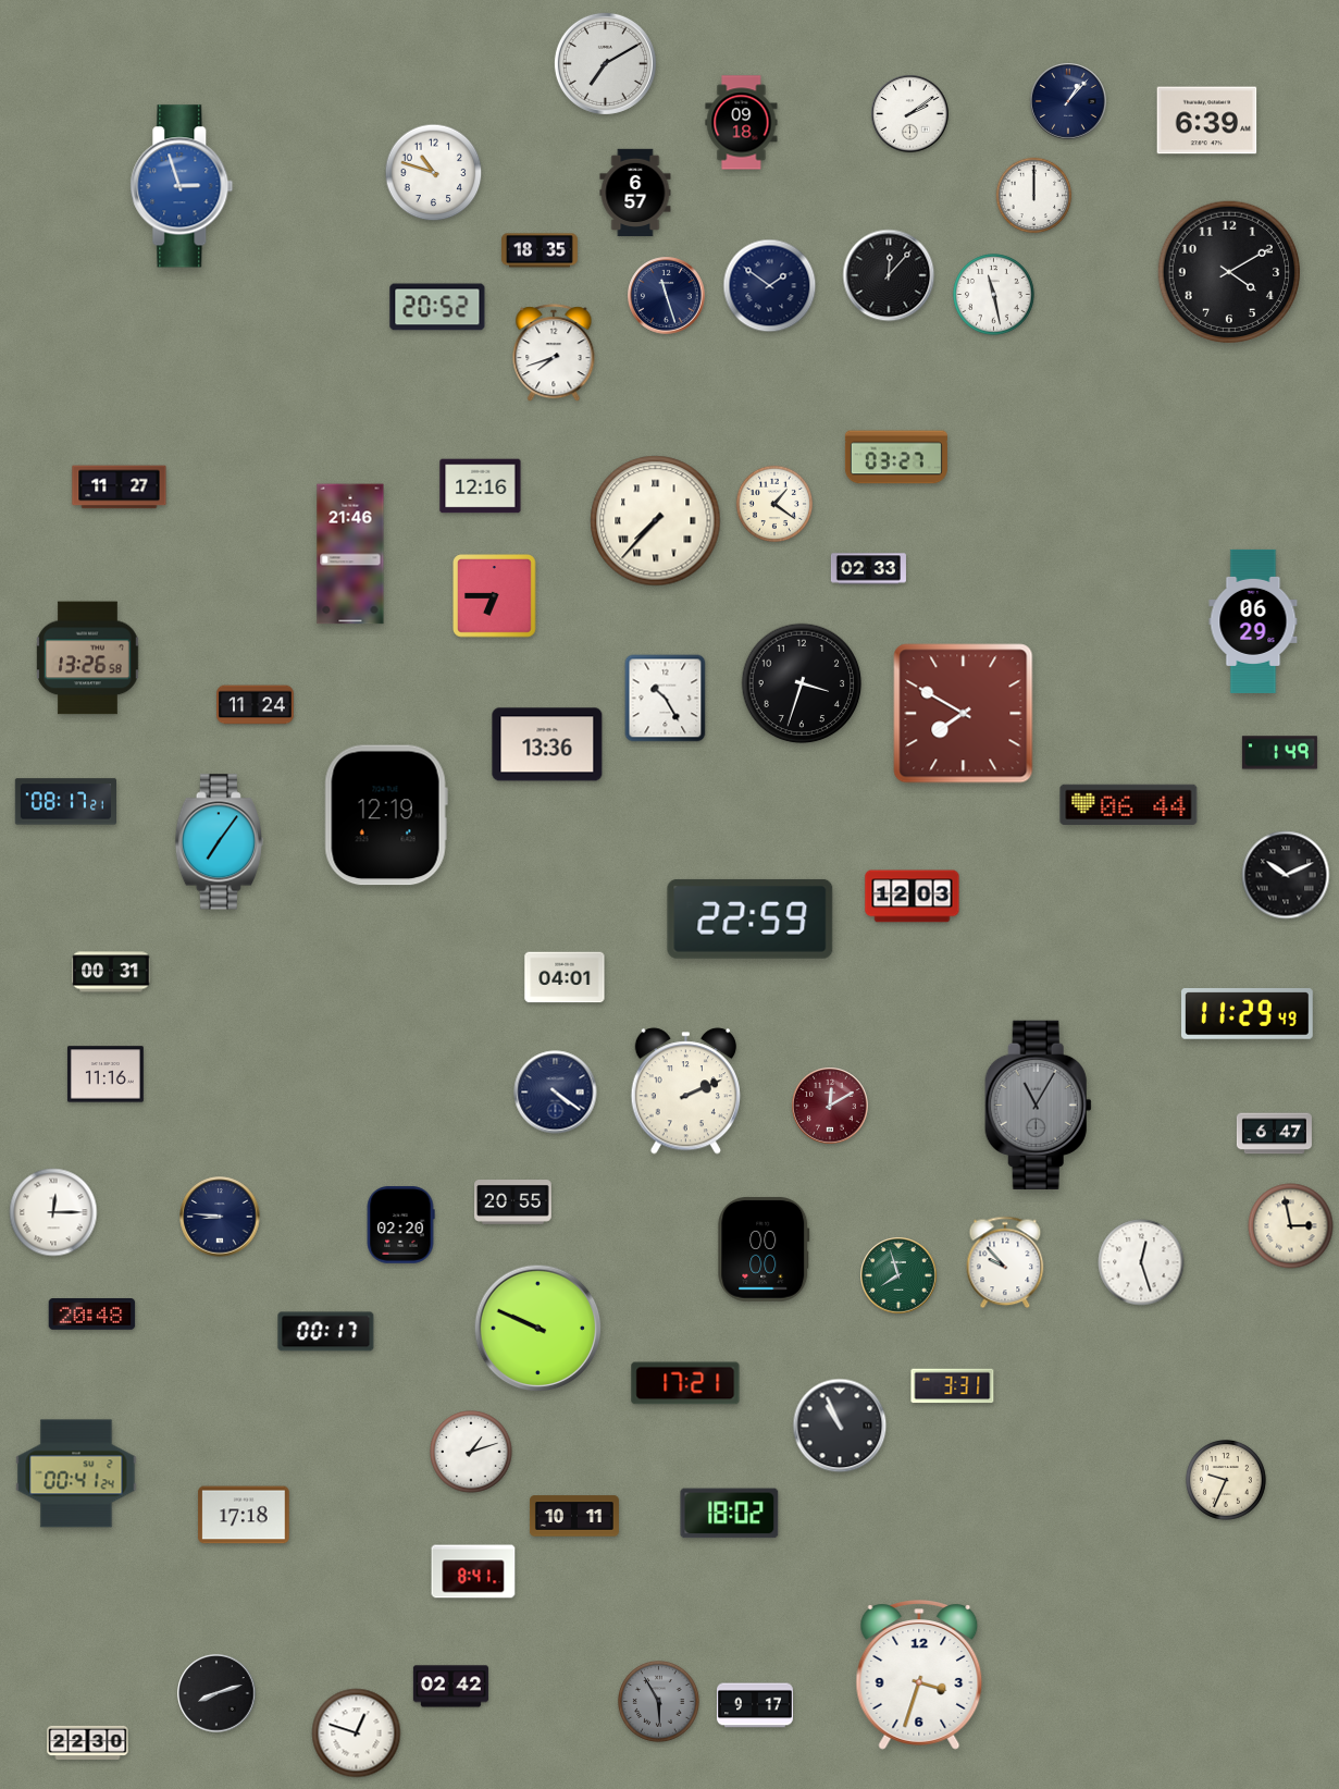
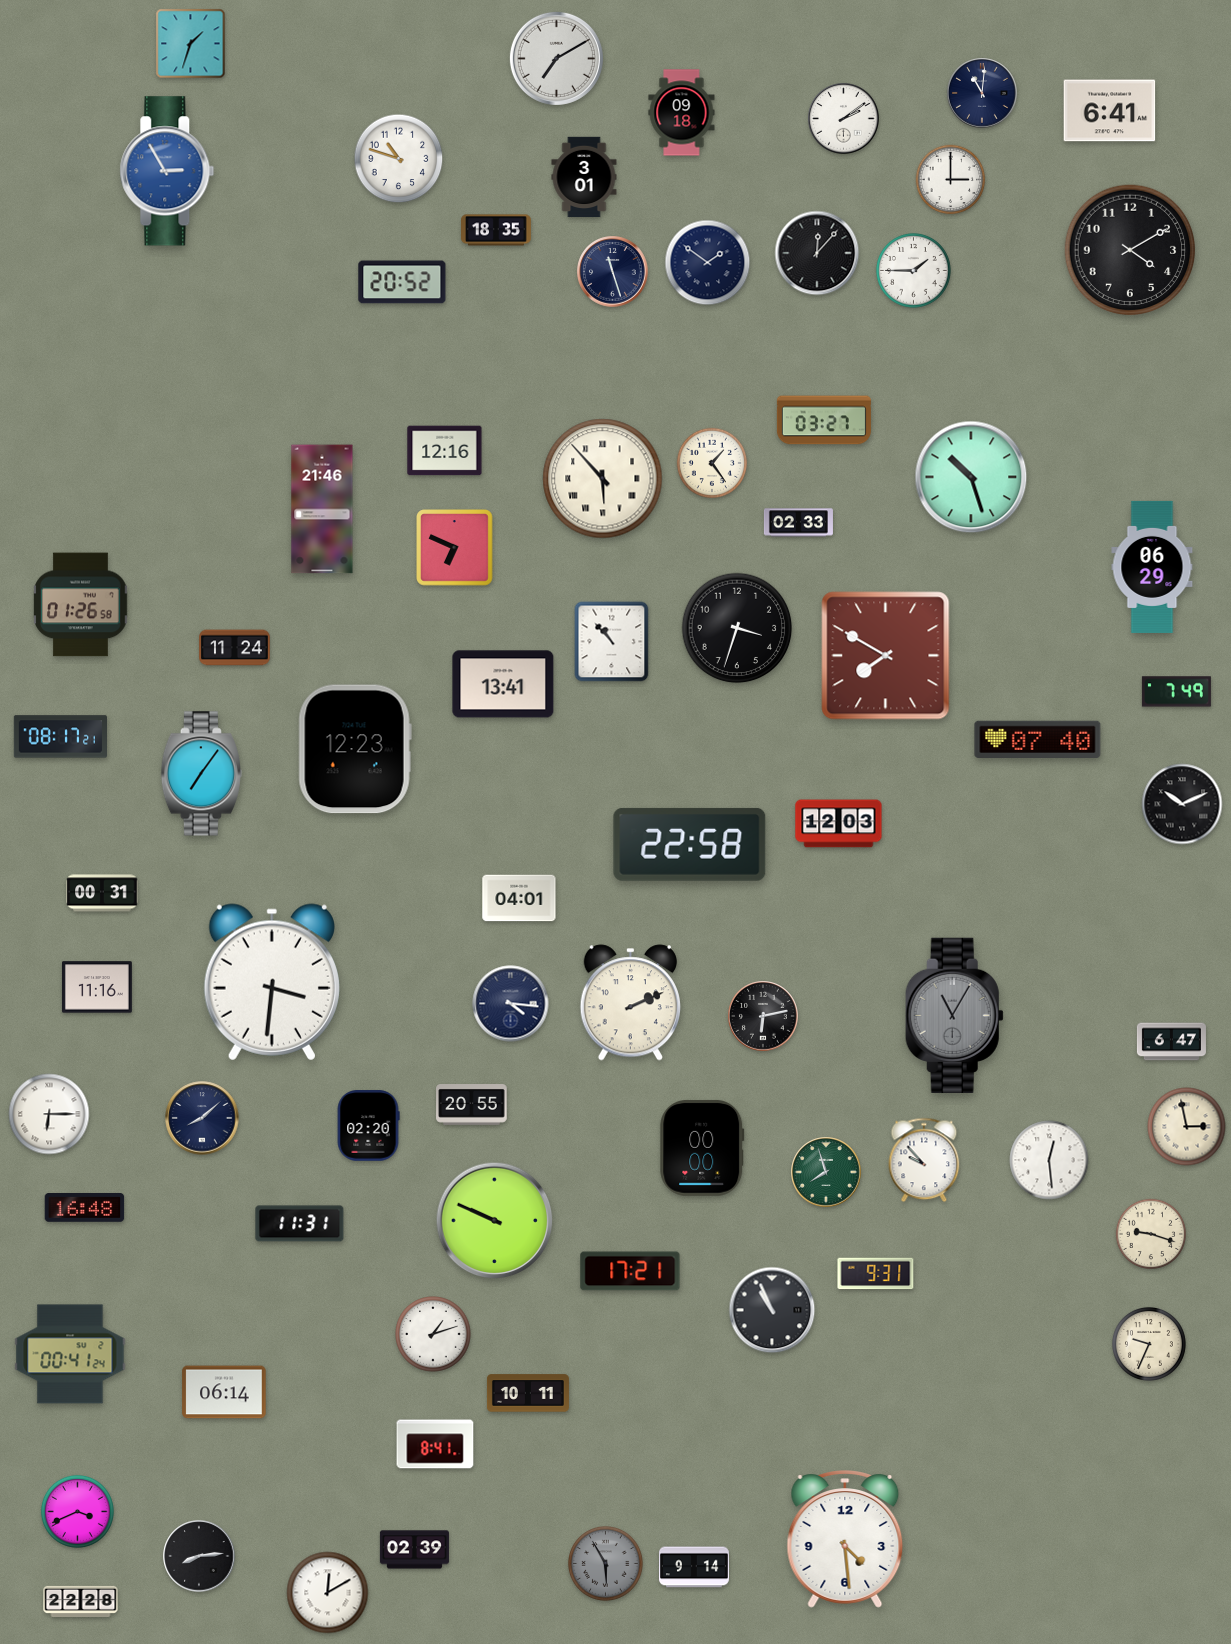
clock at (191, 44): none -> 1:33
clock at (1068, 101): 1:07 -> 11:01
clock at (910, 114) position: (910, 114) -> (844, 119)
clock at (1207, 121): 6:39 -> 6:41
clock at (182, 186): 2:57 -> 2:55
clock at (635, 193): 6:57 -> 3:01
clock at (1034, 196): 12:00 -> 3:00
clock at (994, 295): 11:28 -> 1:45
clock at (554, 354): 7:42 -> none
clock at (481, 486) position: (481, 486) -> (445, 451)
clock at (120, 488): 11:27 -> none
clock at (774, 504): 1:21 -> 1:24
clock at (971, 477): none -> 10:27
clock at (656, 521): 7:37 -> 5:53
clock at (495, 596): 6:45 -> 6:49
clock at (1253, 621) position: (1253, 621) -> (1152, 567)
clock at (88, 658): 13:26 -> 01:26
clock at (666, 699): 10:25 -> 10:53
clock at (547, 744): 13:36 -> 13:41
clock at (1279, 753): 1:49 -> 7:49
clock at (1129, 804): 06:44 -> 07:40
clock at (386, 815): 12:19 -> 12:23
clock at (751, 918): 22:59 -> 22:58
clock at (1248, 1014): 11:29 -> none
clock at (272, 982): none -> 3:31
clock at (556, 1093): 4:21 -> 4:16
clock at (830, 1106): 12:10 -> 6:13
clock at (830, 1106) dial: burgundy -> black
clock at (53, 1212): 12:15 -> 6:15
clock at (220, 1217): 8:46 -> 8:08
clock at (1141, 1262): 12:27 -> 12:29
clock at (92, 1315): 20:48 -> 16:48
clock at (326, 1332): 00:17 -> 11:31
clock at (1151, 1234): none -> 9:18
clock at (953, 1386): 3:31 -> 9:31
clock at (1226, 1480) position: (1226, 1480) -> (1149, 1344)
clock at (730, 1514): 18:02 -> none
clock at (244, 1515): 17:18 -> 06:14
clock at (77, 1511): none -> 3:41
clock at (919, 1675): 3:33 -> 4:29
clock at (450, 1687): 02:42 -> 02:39
clock at (216, 1693): 8:12 -> 8:14
clock at (756, 1705): 9:17 -> 9:14
clock at (357, 1734): 12:48 -> 12:10
clock at (88, 1742): 22:30 -> 22:28
